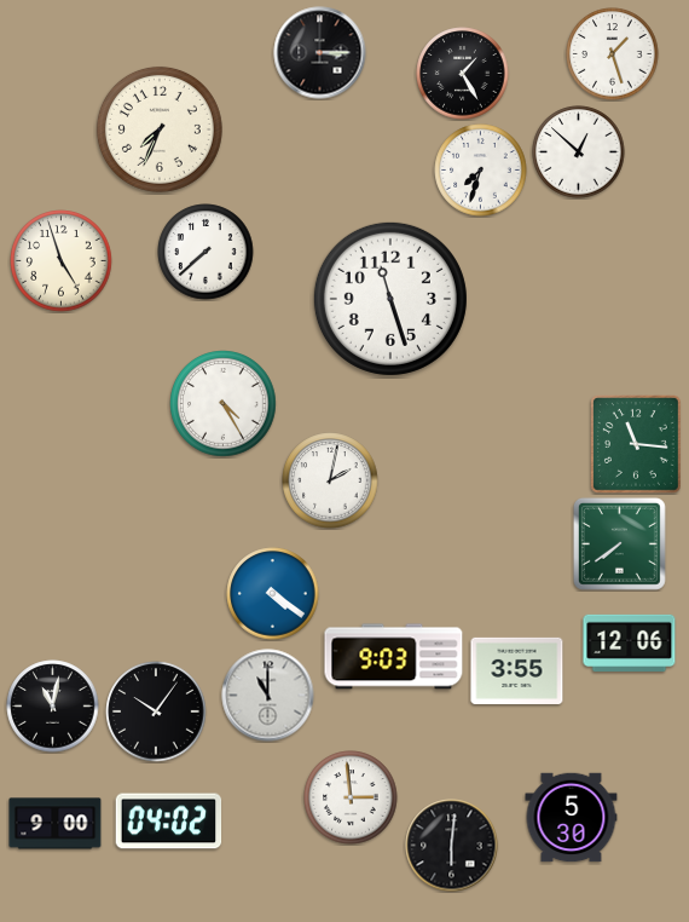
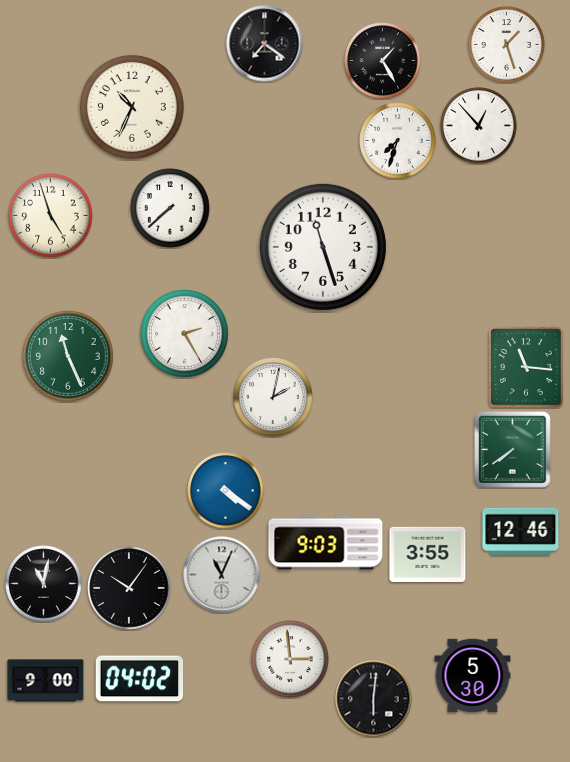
clock at (320, 53): 3:15 -> 7:21
clock at (160, 129): 7:34 -> 10:34
clock at (579, 152): 12:52 -> 12:53
clock at (224, 404): 4:25 -> 2:25
clock at (68, 356): none -> 11:26
clock at (630, 642): 12:06 -> 12:46
clock at (268, 696): 11:00 -> 11:04
